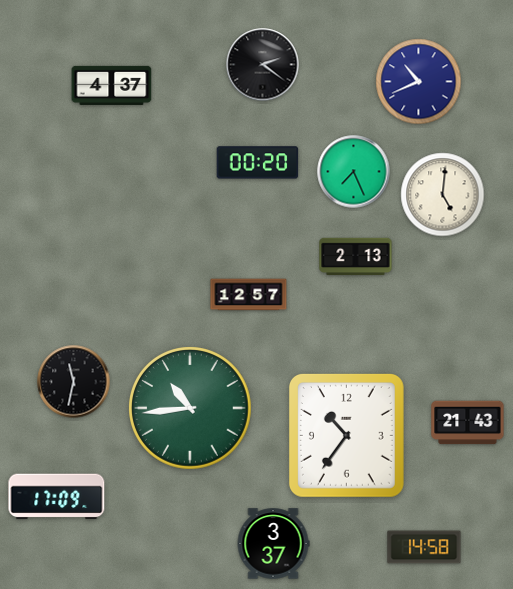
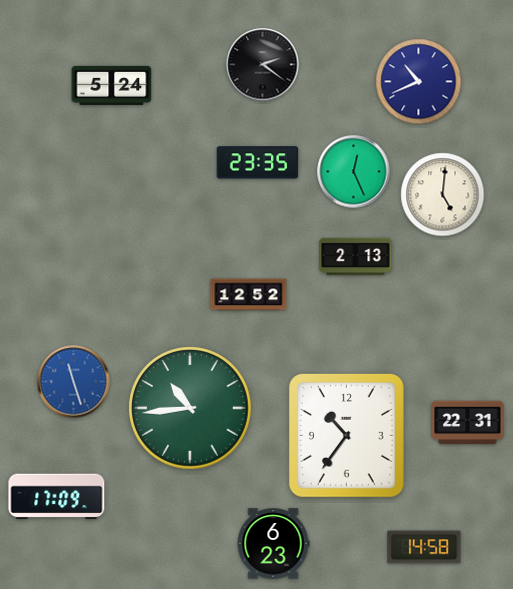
clock at (112, 85): 4:37 -> 5:24
clock at (258, 163): 00:20 -> 23:35
clock at (354, 172): 7:26 -> 12:26
clock at (249, 295): 12:57 -> 12:52
clock at (74, 382): 11:32 -> 11:27
clock at (74, 382) dial: black -> blue
clock at (468, 423): 21:43 -> 22:31
clock at (273, 544): 3:37 -> 6:23
